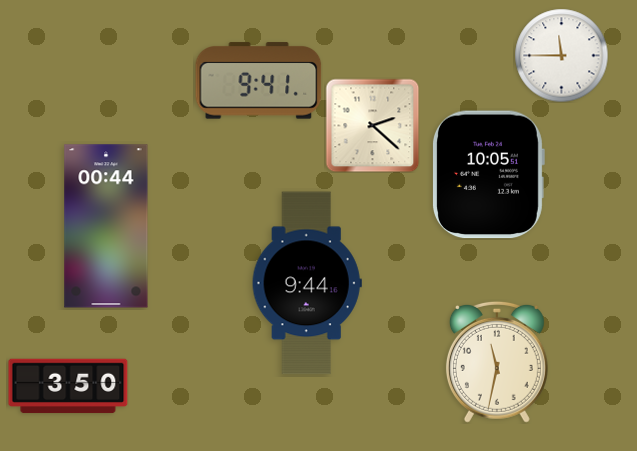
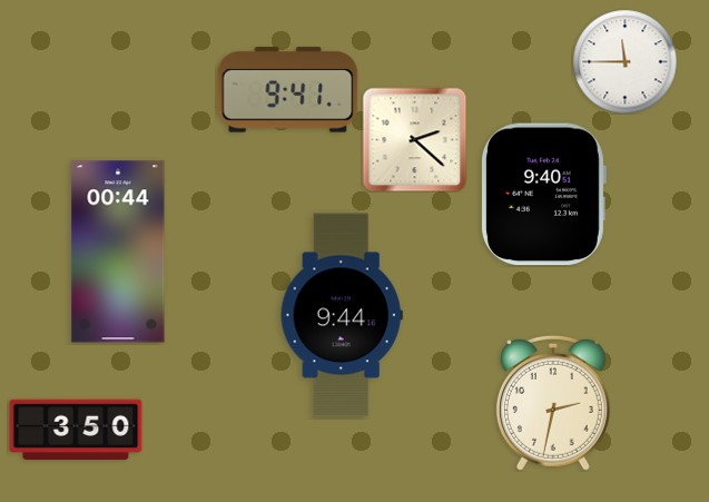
clock at (488, 175): 10:05 -> 9:40
clock at (497, 362): 11:32 -> 2:32
